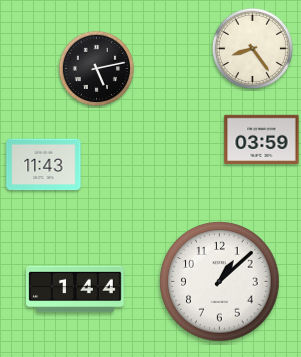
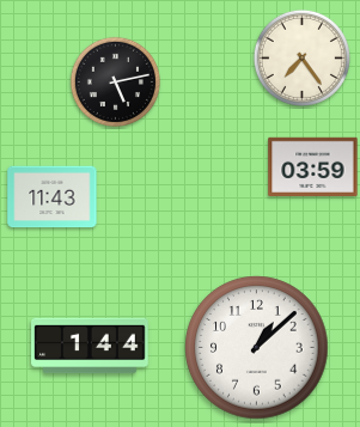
clock at (252, 48): 8:24 -> 7:24
clock at (220, 282) position: (220, 282) -> (257, 348)
